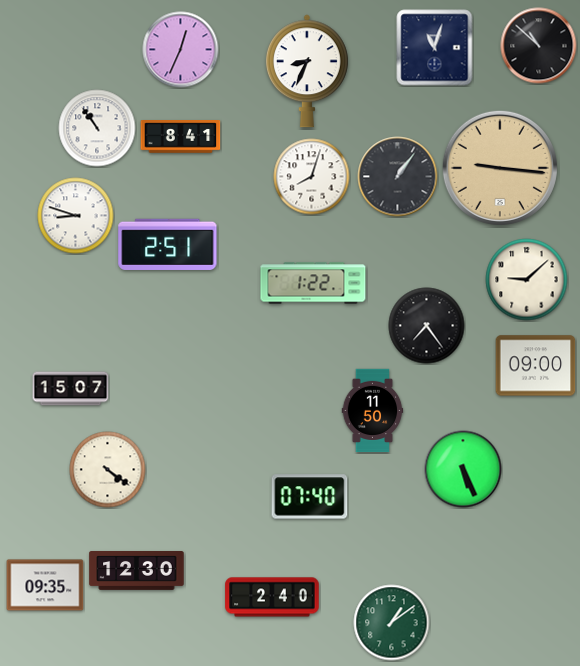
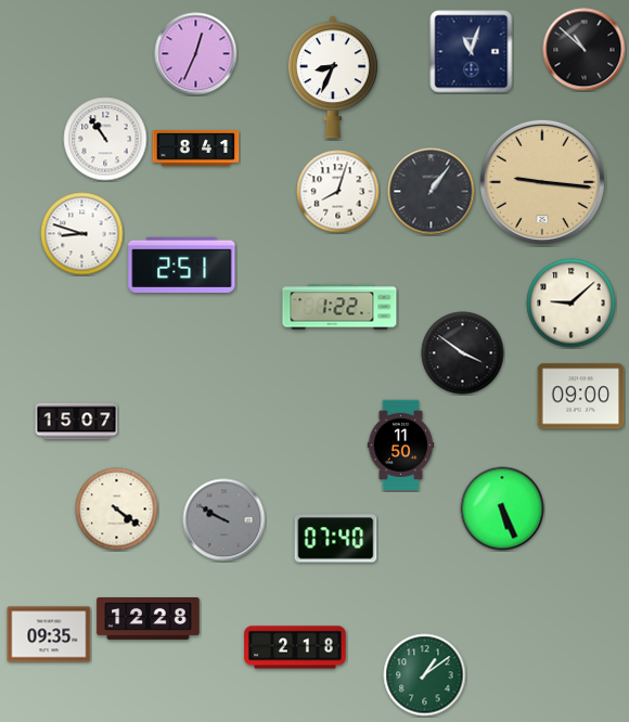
clock at (427, 326): 7:24 -> 3:51
clock at (373, 411) position: (373, 411) -> (401, 446)
clock at (224, 520): none -> 9:50
clock at (137, 571): 12:30 -> 12:28
clock at (272, 597): 2:40 -> 2:18
